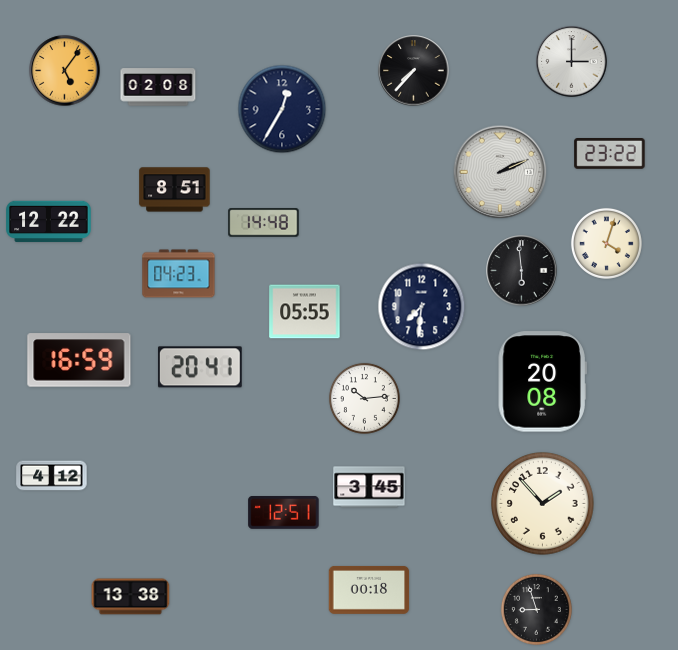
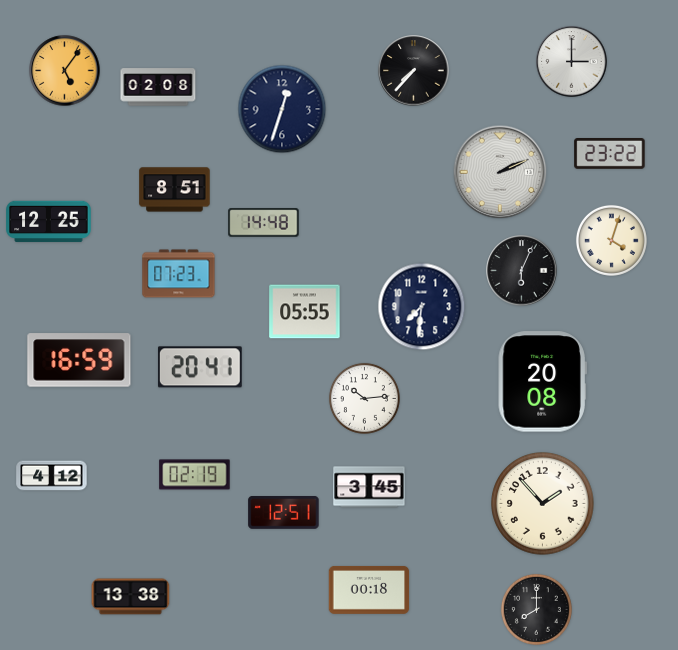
clock at (282, 109): 12:35 -> 12:33
clock at (49, 222): 12:22 -> 12:25
clock at (606, 243) position: (606, 243) -> (611, 240)
clock at (522, 271): 5:59 -> 6:04
clock at (179, 274): 04:23 -> 07:23
clock at (195, 475): none -> 02:19
clock at (536, 609): 8:57 -> 8:00
